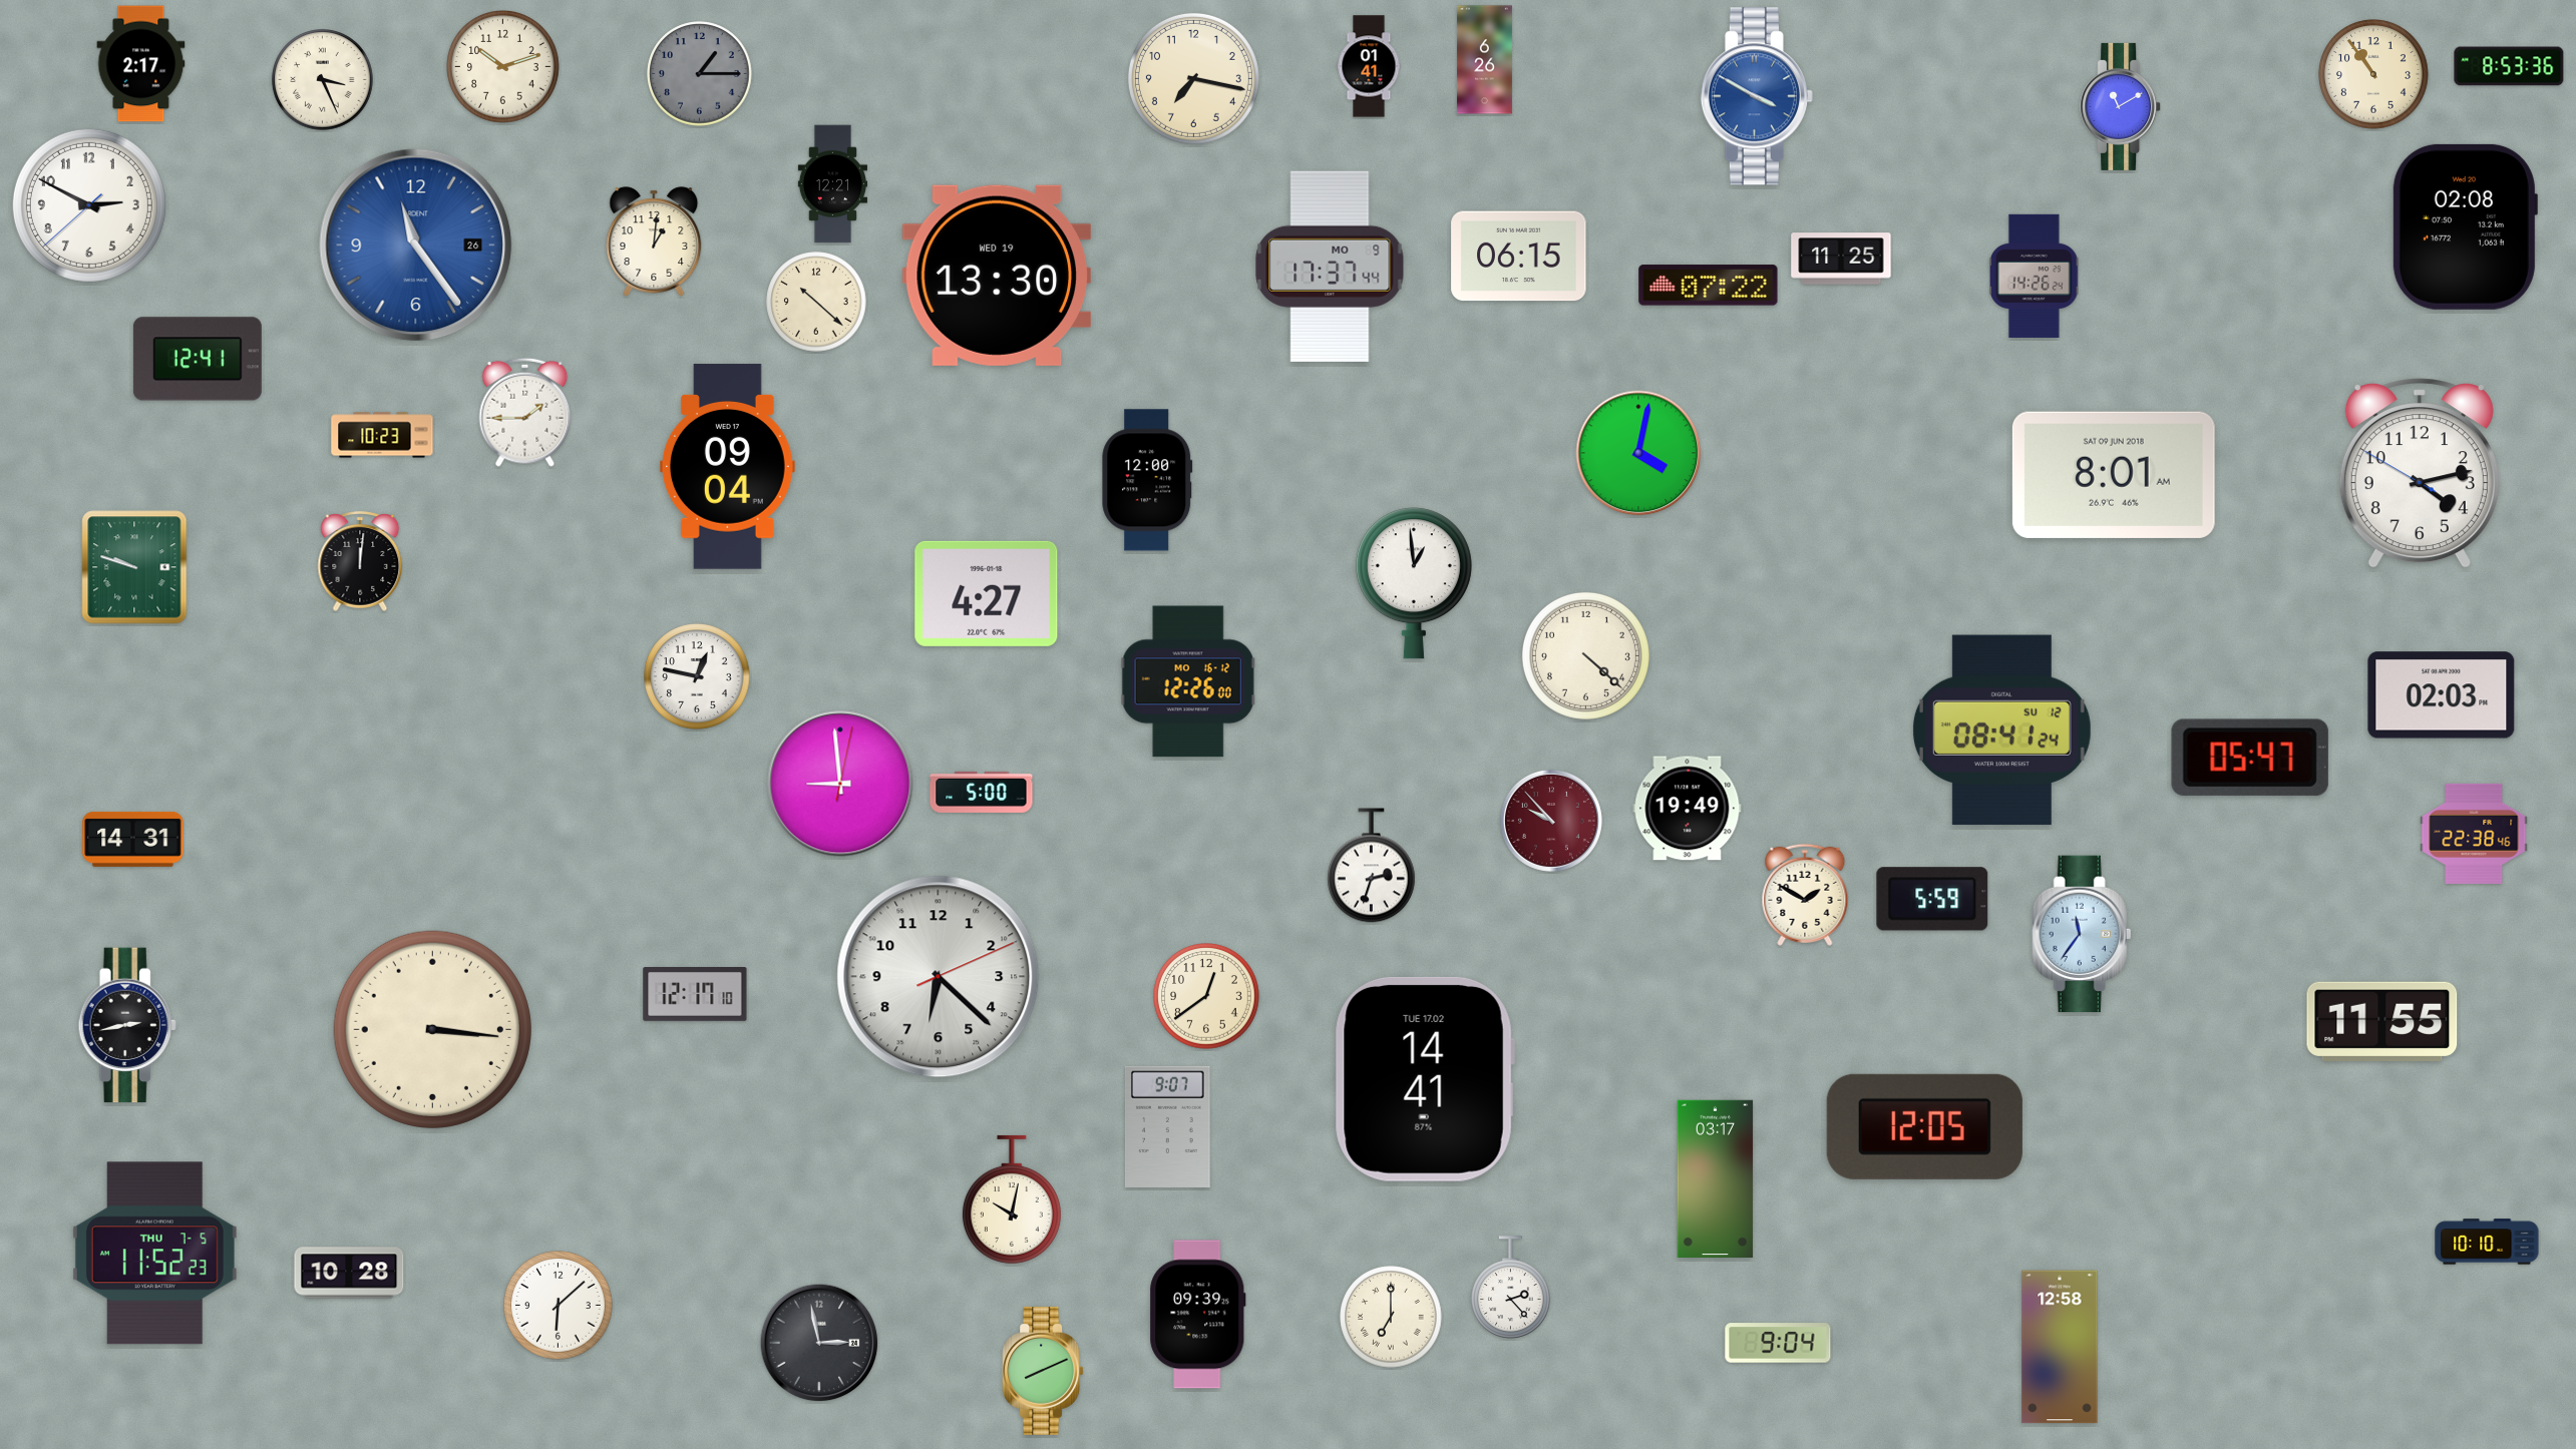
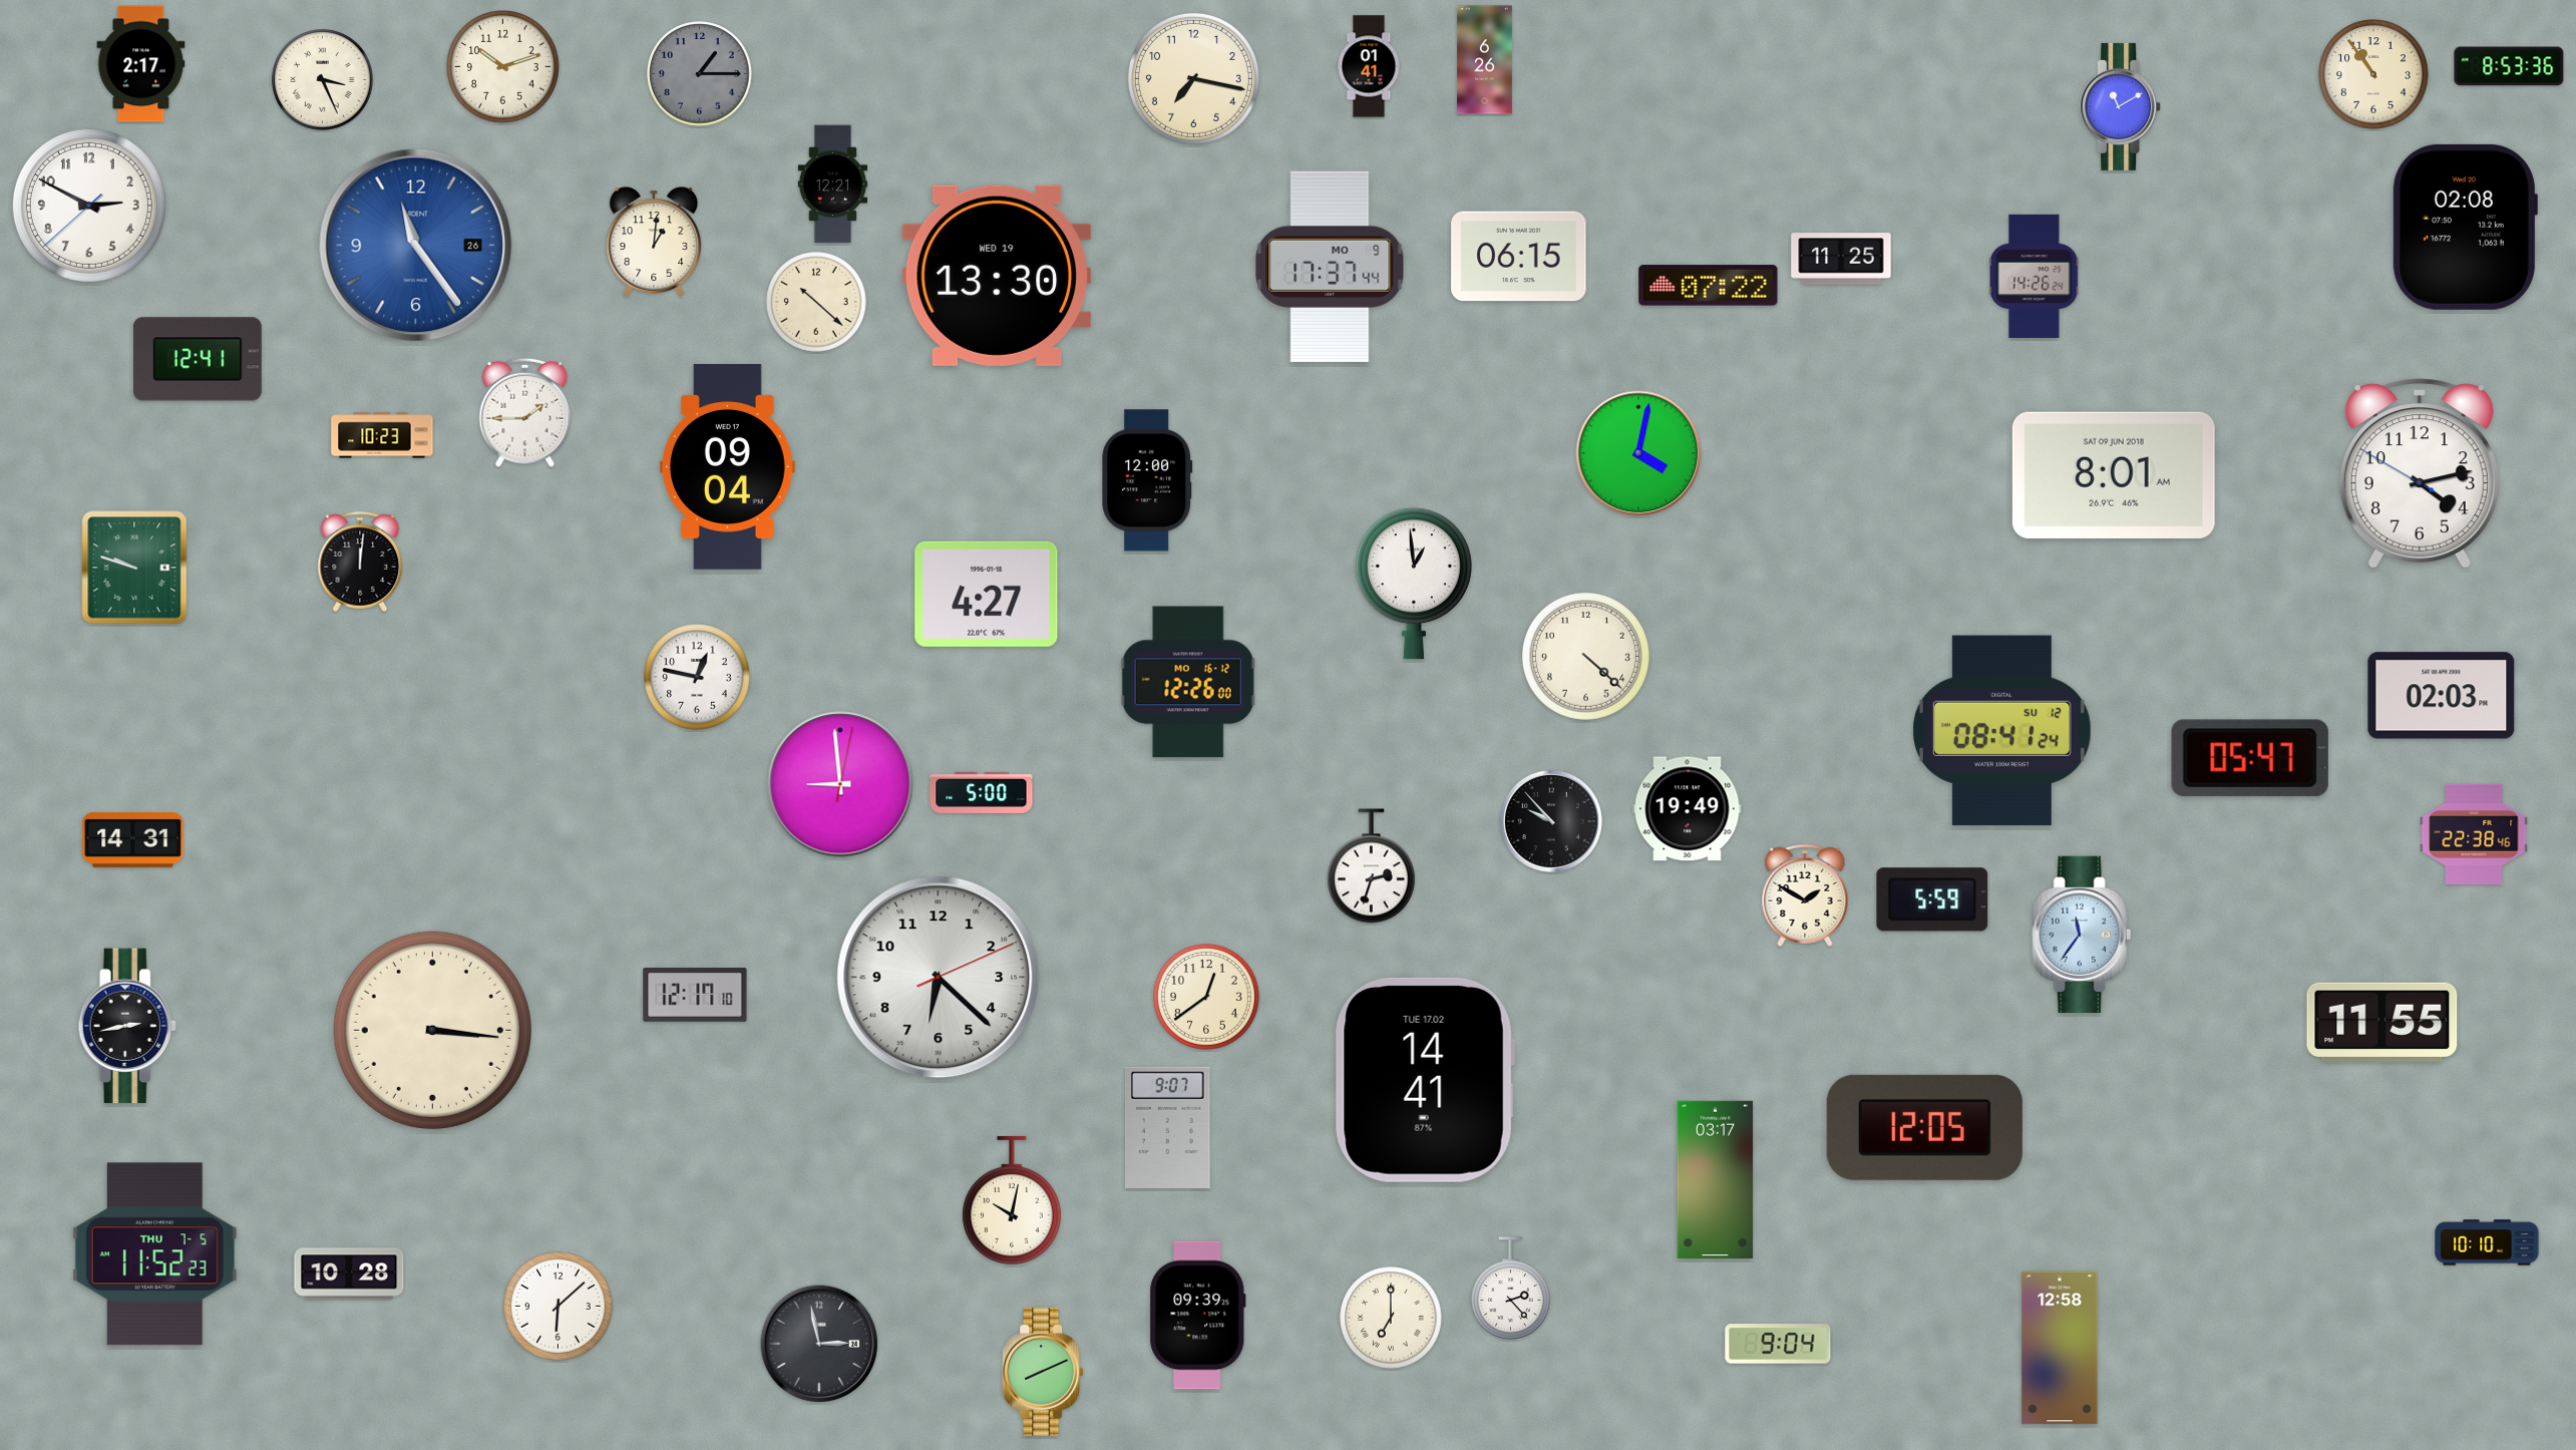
clock at (1757, 96): 3:50 -> none
clock at (1551, 821) dial: burgundy -> black
